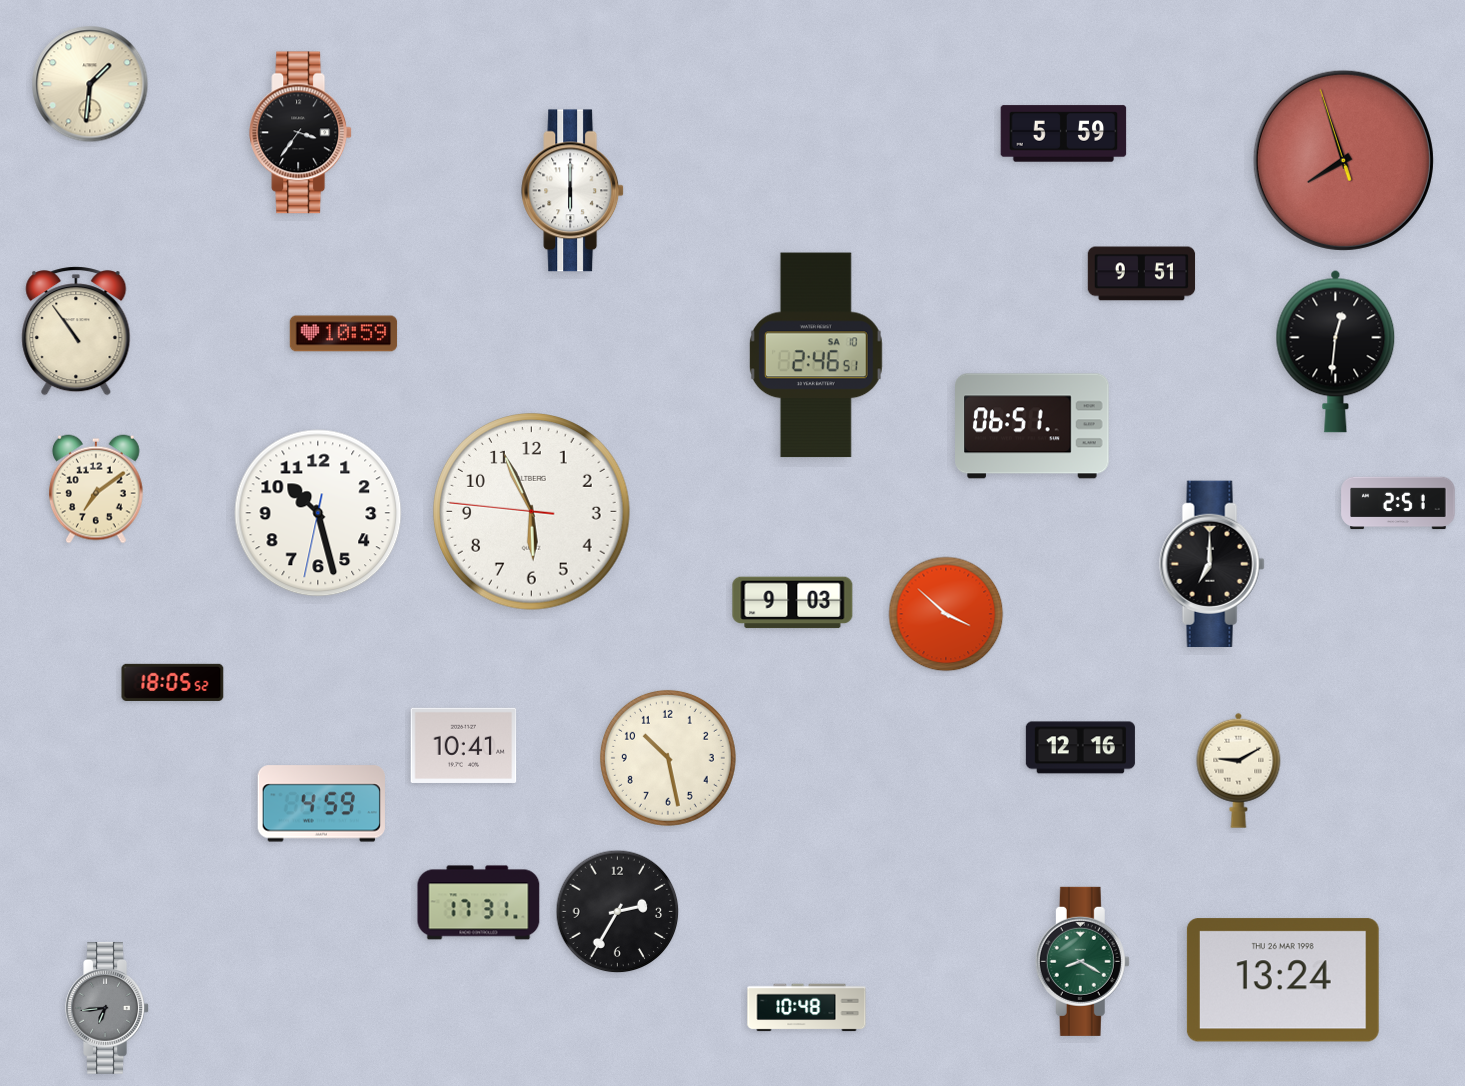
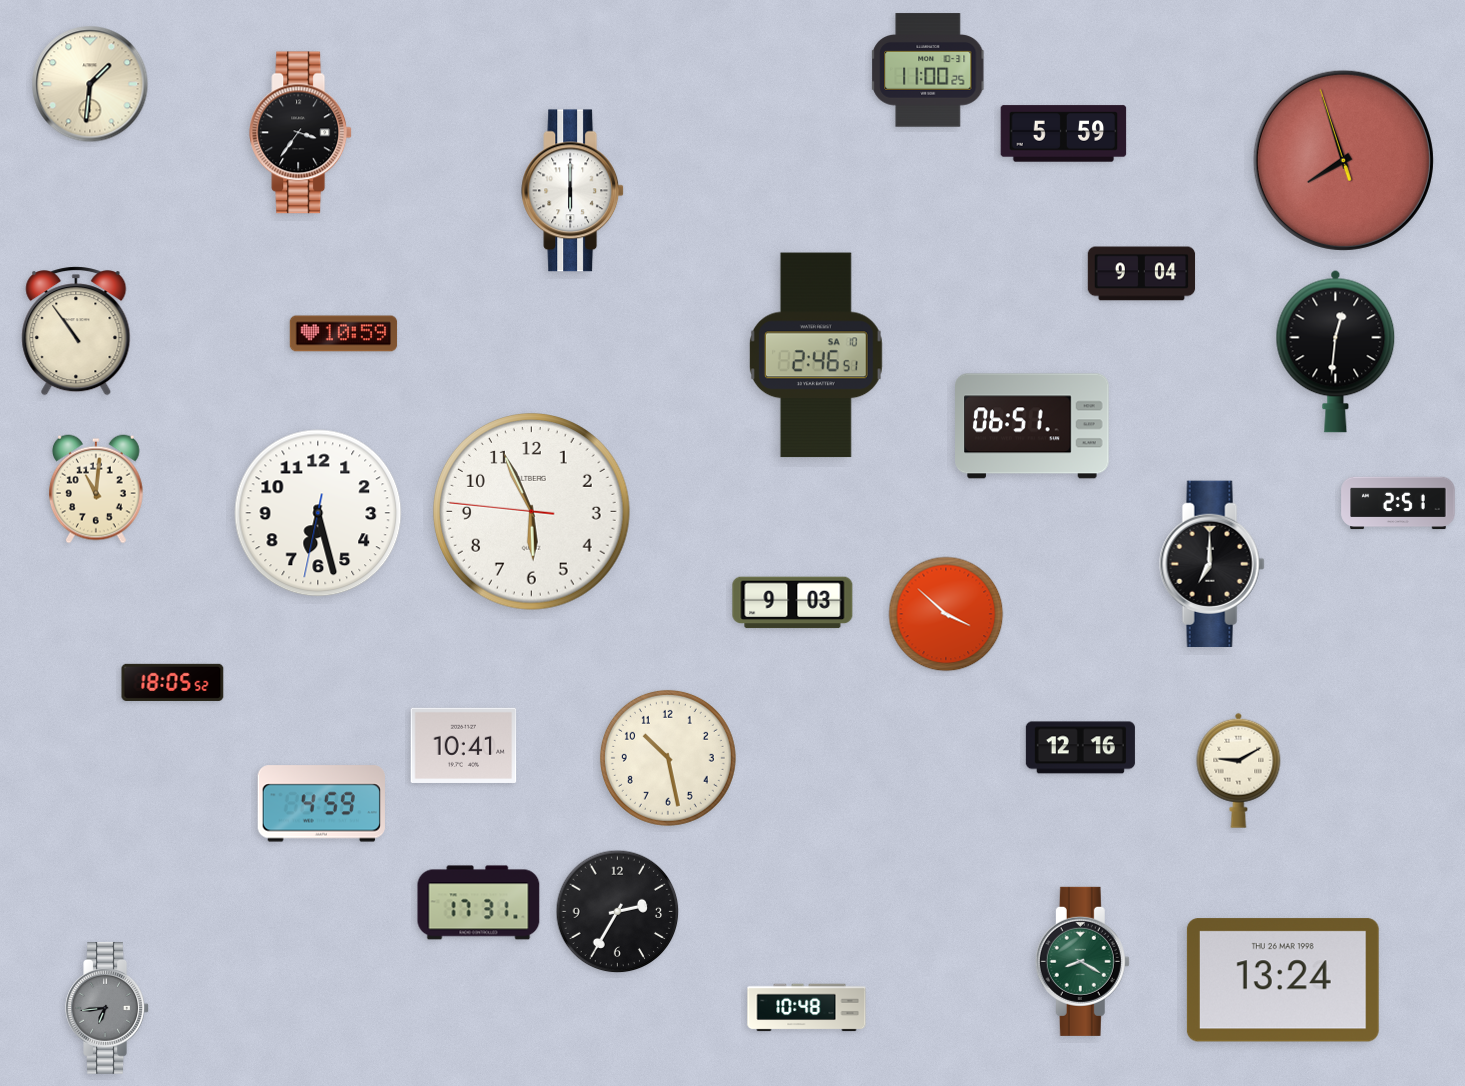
clock at (928, 70): none -> 11:00
clock at (1142, 274): 9:51 -> 9:04
clock at (96, 489): 7:09 -> 11:01
clock at (318, 513): 10:27 -> 6:27
